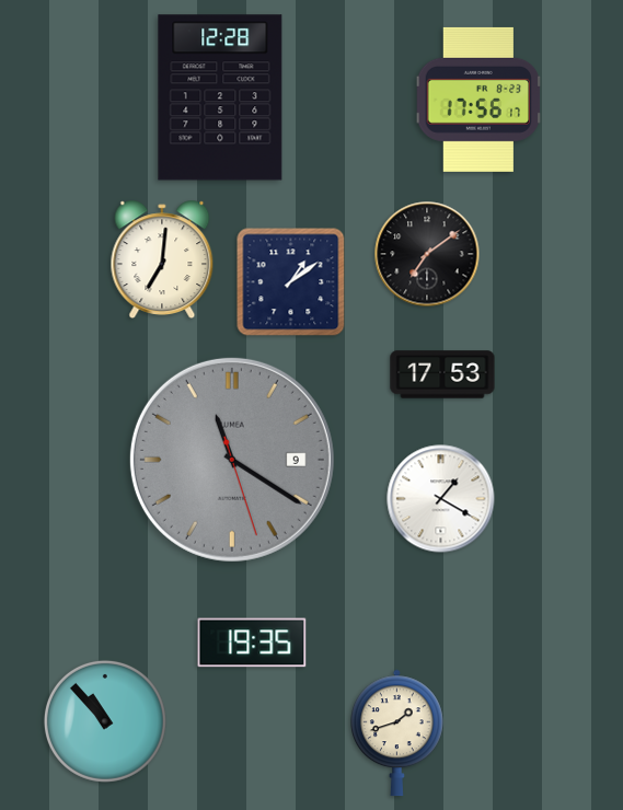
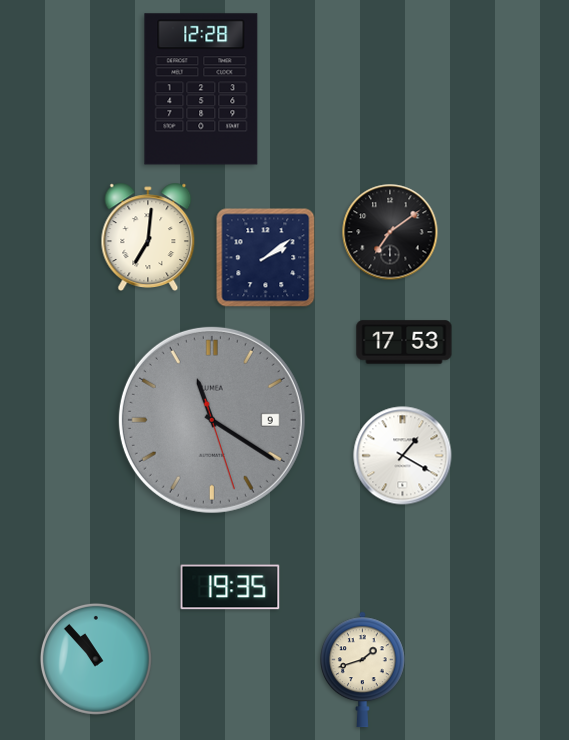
clock at (478, 100): 17:56 -> none
clock at (291, 282): 1:09 -> 2:09
